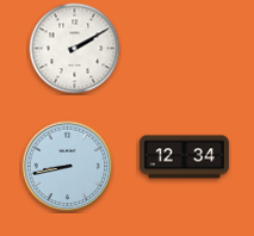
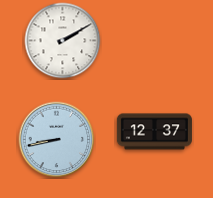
clock at (184, 157): 12:34 -> 12:37
